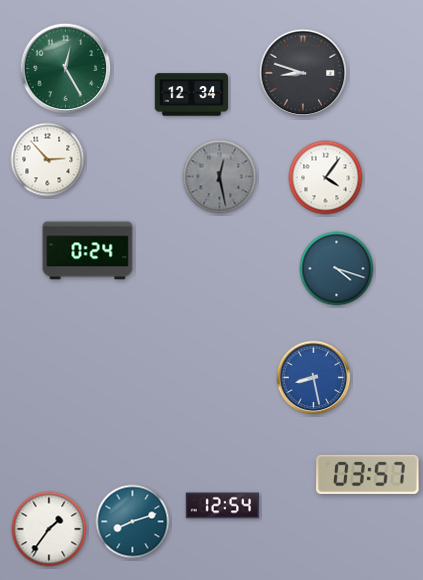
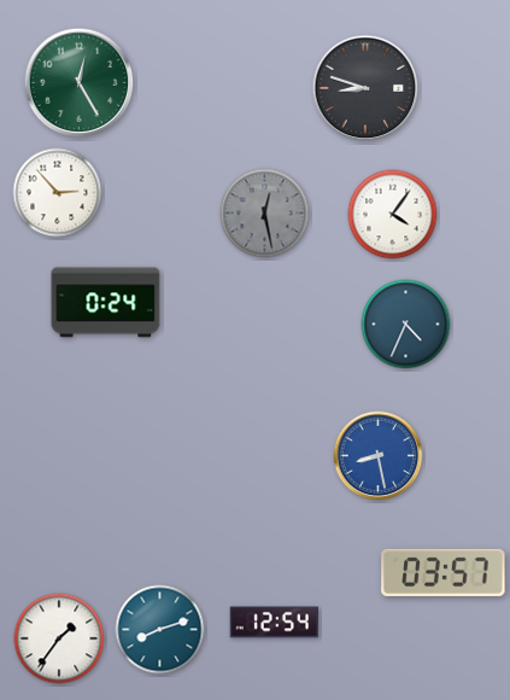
clock at (192, 95): 12:34 -> none
clock at (337, 269): 4:18 -> 4:34
clock at (223, 506) position: (223, 506) -> (275, 623)
